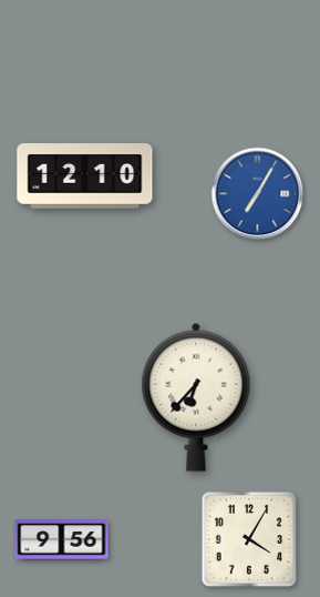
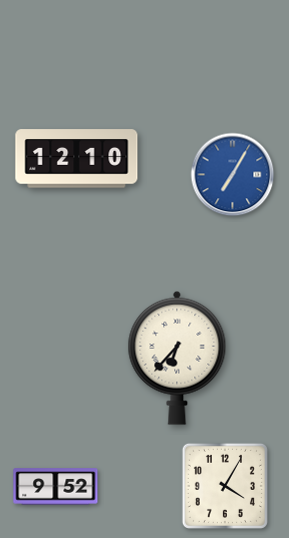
clock at (62, 540): 9:56 -> 9:52
